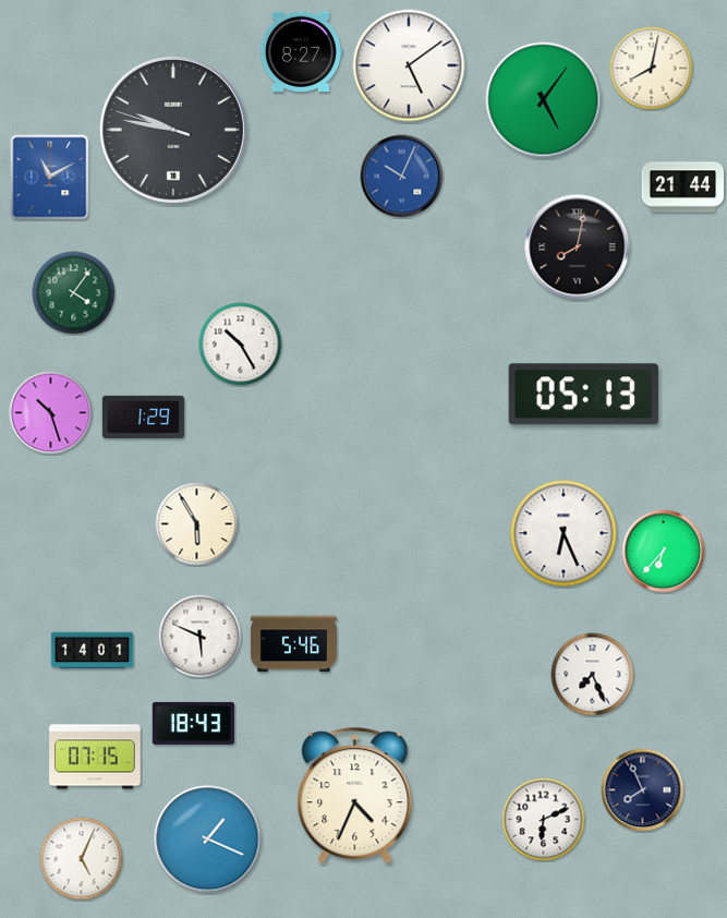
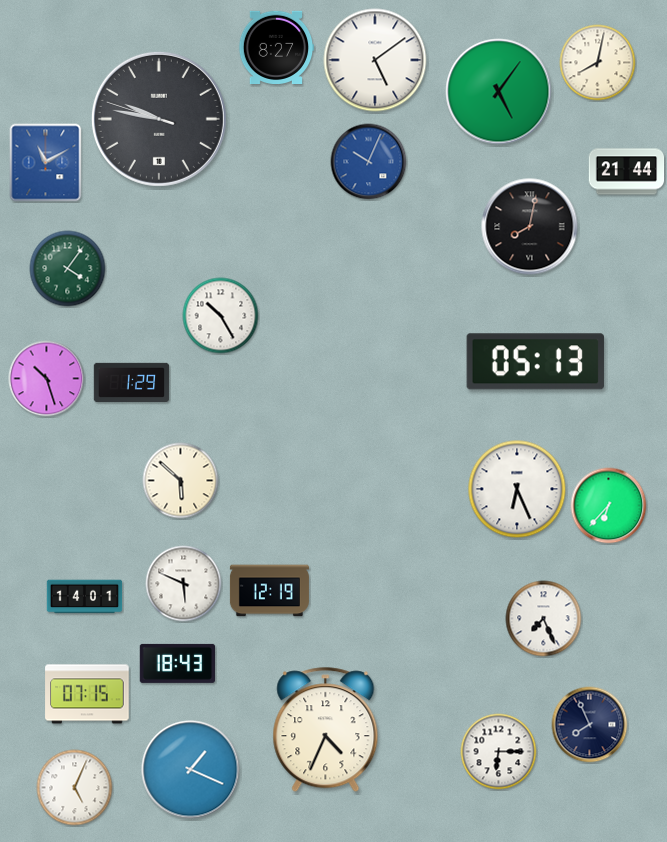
clock at (197, 524): 5:55 -> 5:52
clock at (293, 644): 5:46 -> 12:19
clock at (544, 820): 6:11 -> 6:15
